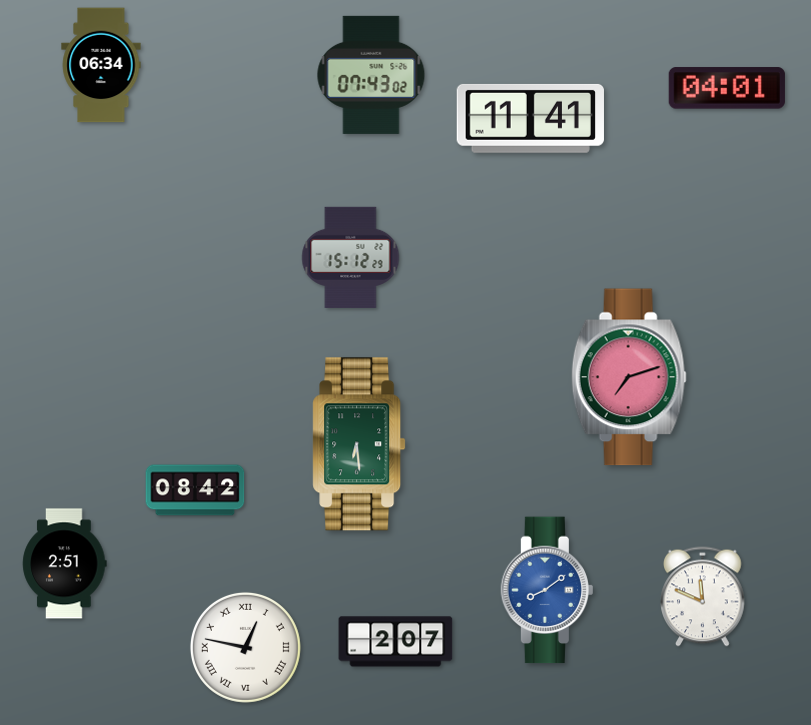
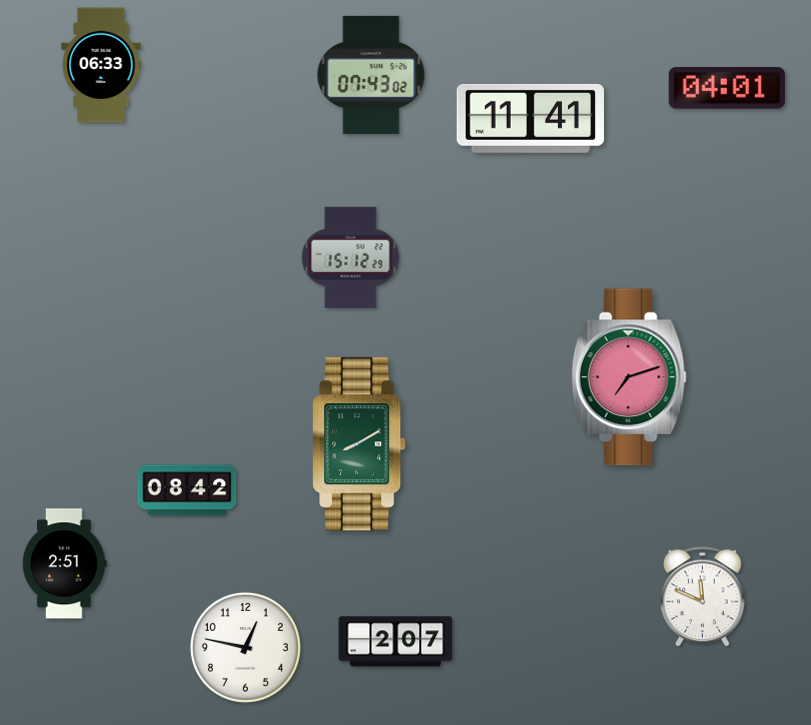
clock at (101, 65): 06:34 -> 06:33
clock at (359, 444): 6:29 -> 8:10
clock at (195, 490) position: (195, 490) -> (187, 490)
clock at (546, 590): 8:09 -> none
clock at (245, 647) numerals: Roman -> Arabic
